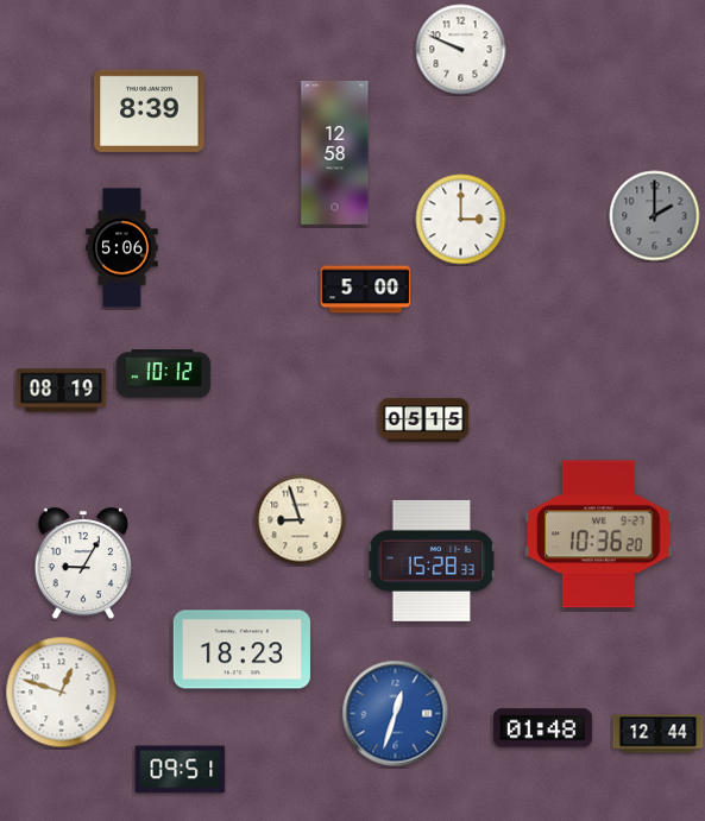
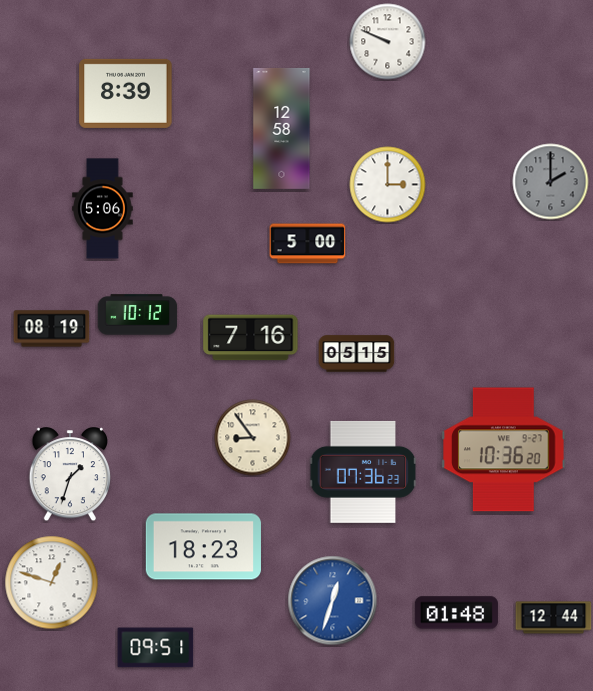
clock at (251, 338): none -> 7:16
clock at (301, 520): 8:57 -> 8:54
clock at (432, 561): 15:28 -> 07:36
clock at (83, 564): 9:05 -> 1:33
clock at (181, 770) position: (181, 770) -> (156, 648)
